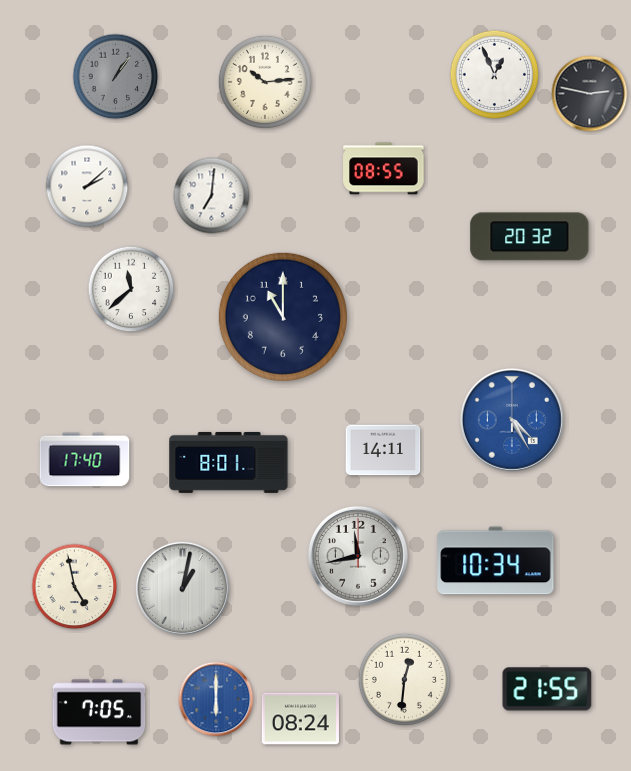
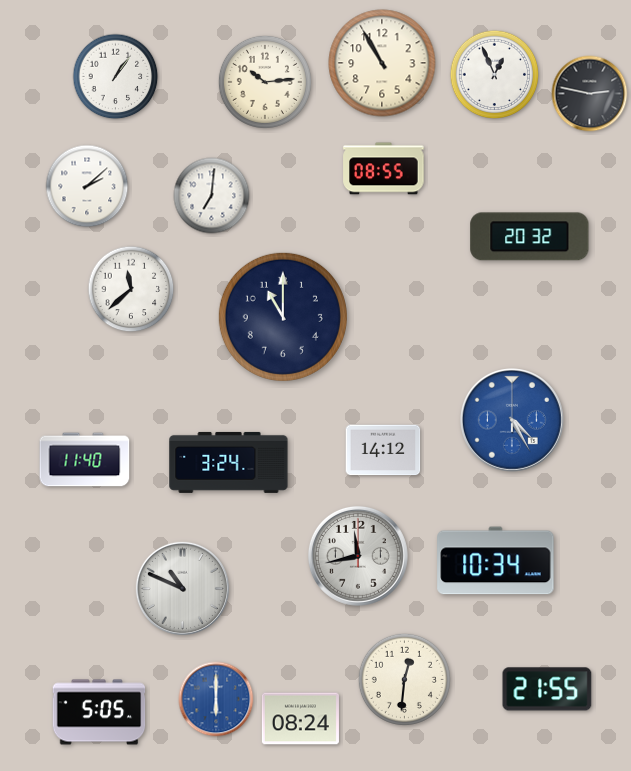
clock at (382, 63): none -> 10:55
clock at (116, 77) dial: grey -> white
clock at (383, 450): 14:11 -> 14:12
clock at (85, 460): 17:40 -> 11:40
clock at (229, 462): 8:01 -> 3:24
clock at (75, 587): 4:58 -> none
clock at (182, 588): 1:02 -> 10:49
clock at (99, 712): 7:05 -> 5:05
